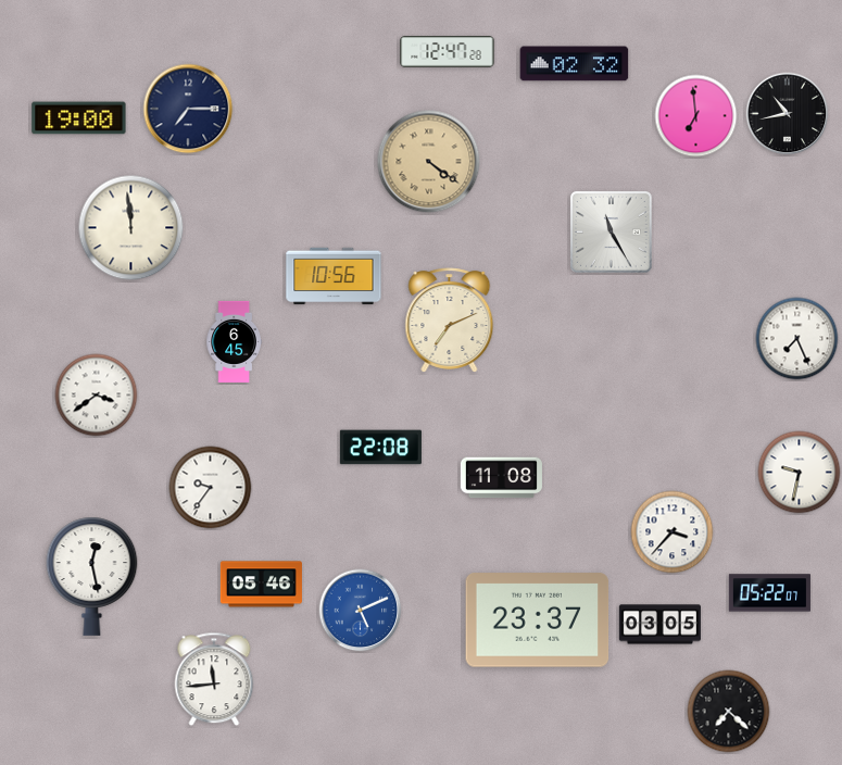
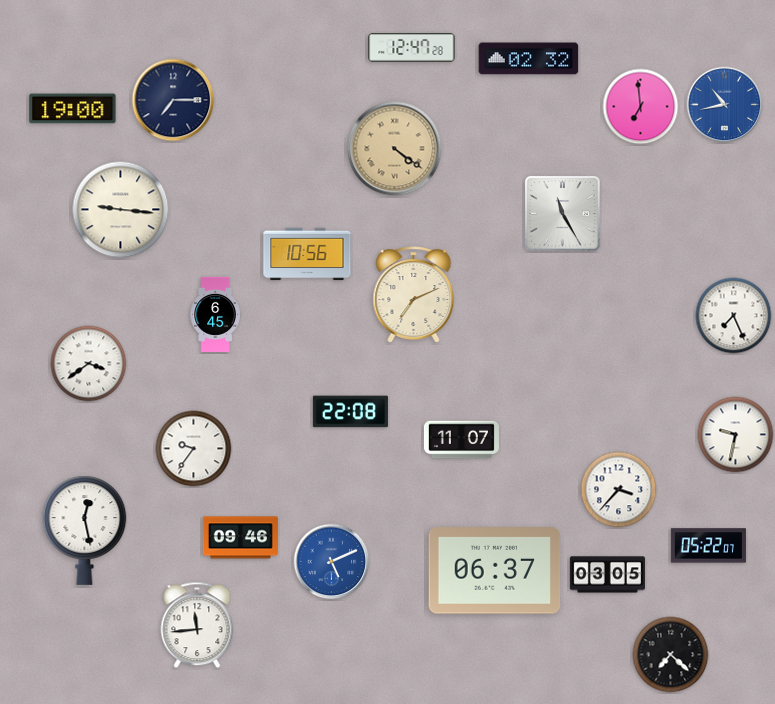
clock at (788, 114) dial: black -> blue
clock at (131, 228): 11:59 -> 9:16
clock at (797, 339) position: (797, 339) -> (734, 316)
clock at (501, 478): 11:08 -> 11:07
clock at (261, 585): 05:46 -> 09:46
clock at (538, 620): 23:37 -> 06:37
